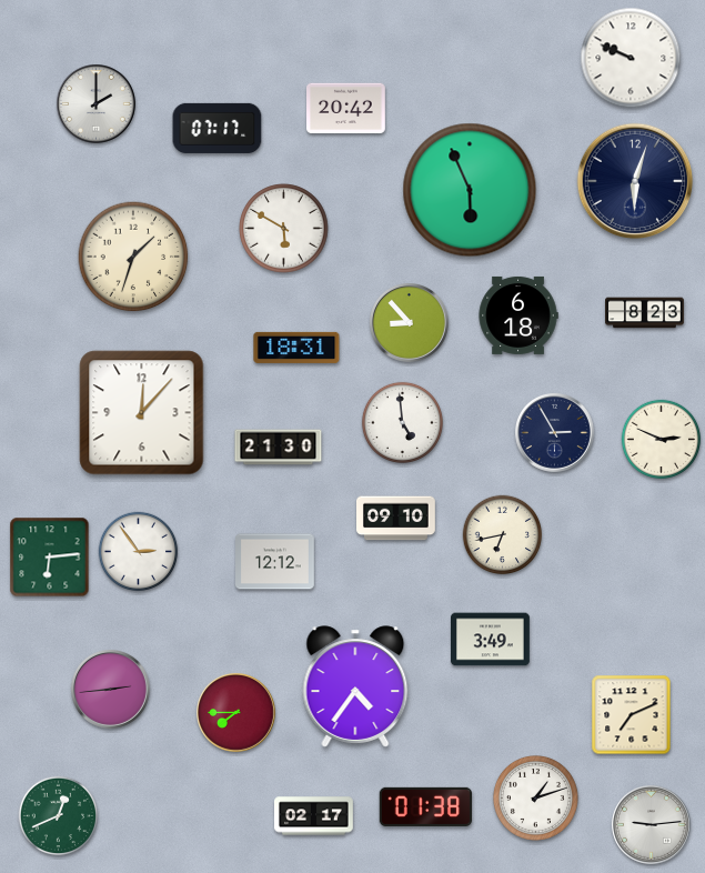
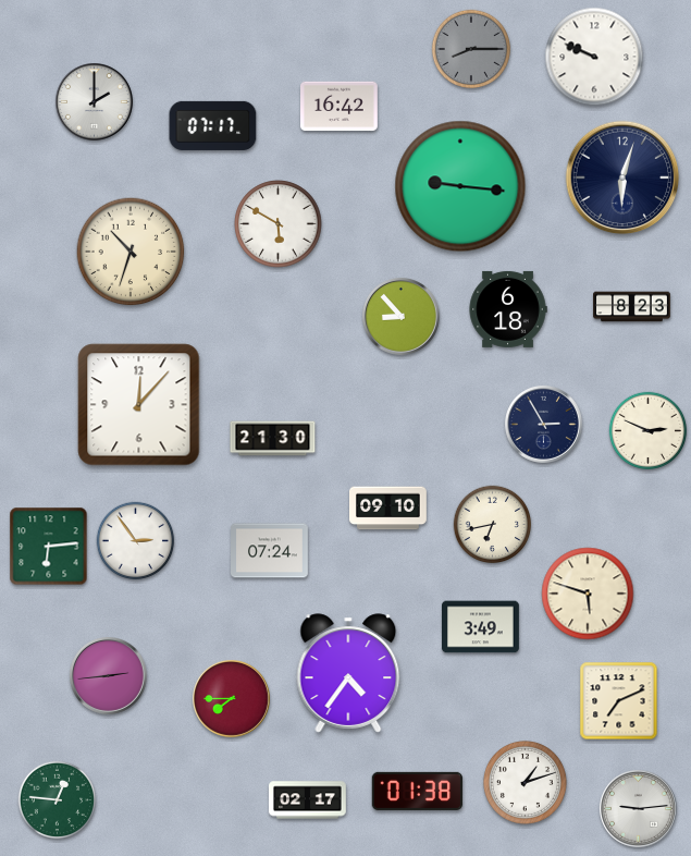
clock at (471, 49): none -> 8:15
clock at (631, 58) position: (631, 58) -> (594, 57)
clock at (346, 109): 20:42 -> 16:42
clock at (470, 190): 5:56 -> 9:16
clock at (133, 257): 1:33 -> 10:33
clock at (296, 348): 18:31 -> none
clock at (402, 422): 4:59 -> none
clock at (275, 562): 12:12 -> 07:24
clock at (588, 594): none -> 5:48
clock at (59, 816): 12:41 -> 12:46
